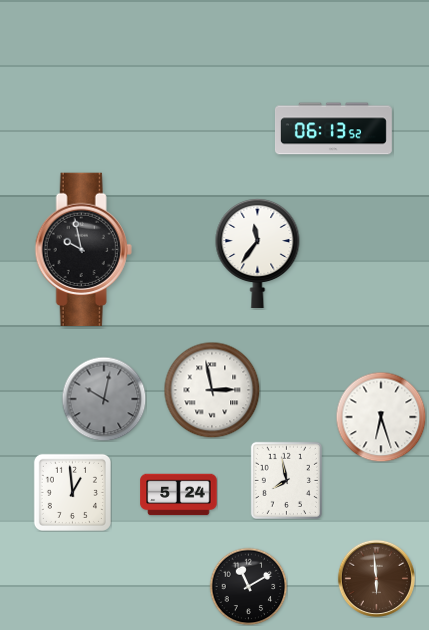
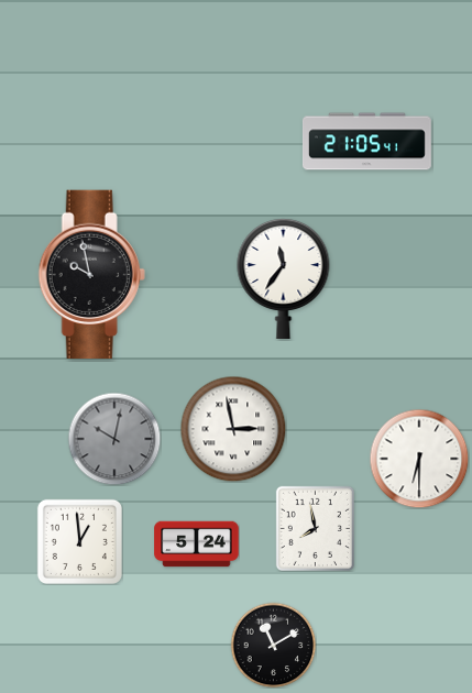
clock at (333, 129): 06:13 -> 21:05
clock at (381, 417): 6:27 -> 6:30
clock at (376, 578): 5:59 -> none
